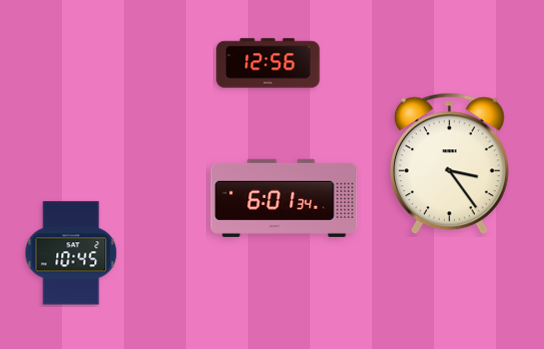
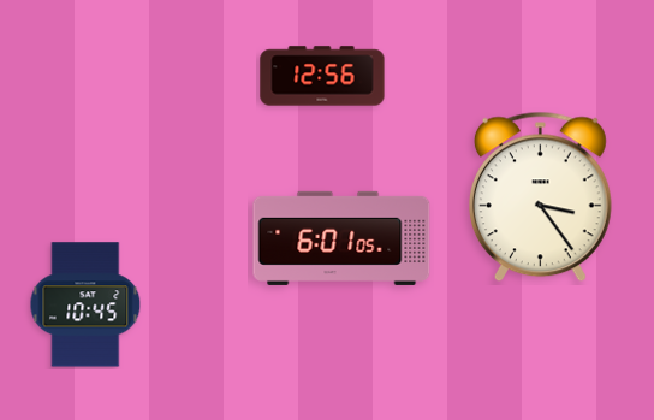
clock at (284, 198): 6:01:34 -> 6:01:05
